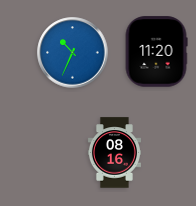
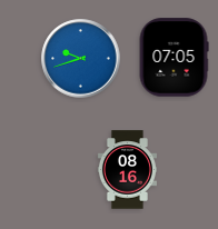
clock at (156, 52): 11:20 -> 07:05
clock at (73, 53): 10:34 -> 9:42
